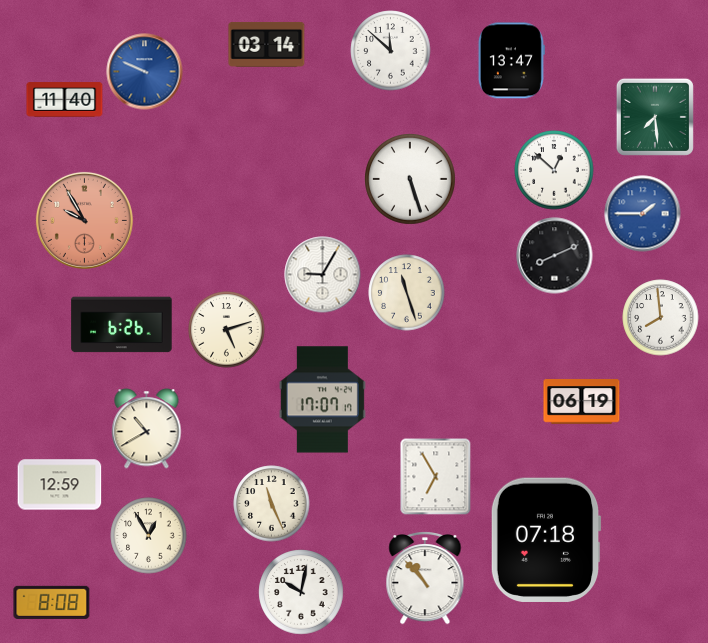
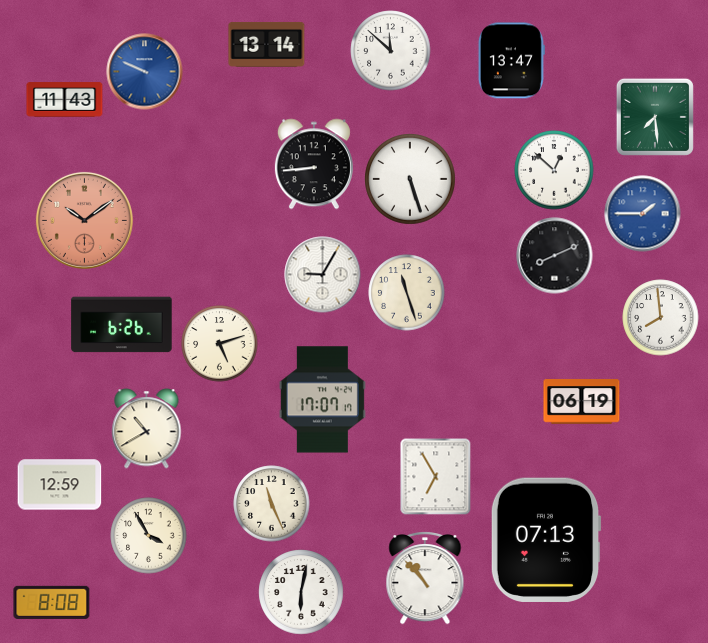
clock at (267, 44): 03:14 -> 13:14
clock at (65, 100): 11:40 -> 11:43
clock at (314, 164): none -> 8:44
clock at (84, 220): 9:55 -> 10:09
clock at (227, 330) position: (227, 330) -> (220, 344)
clock at (149, 536): 12:55 -> 3:55
clock at (546, 540): 07:18 -> 07:13
clock at (301, 592): 10:02 -> 6:02
